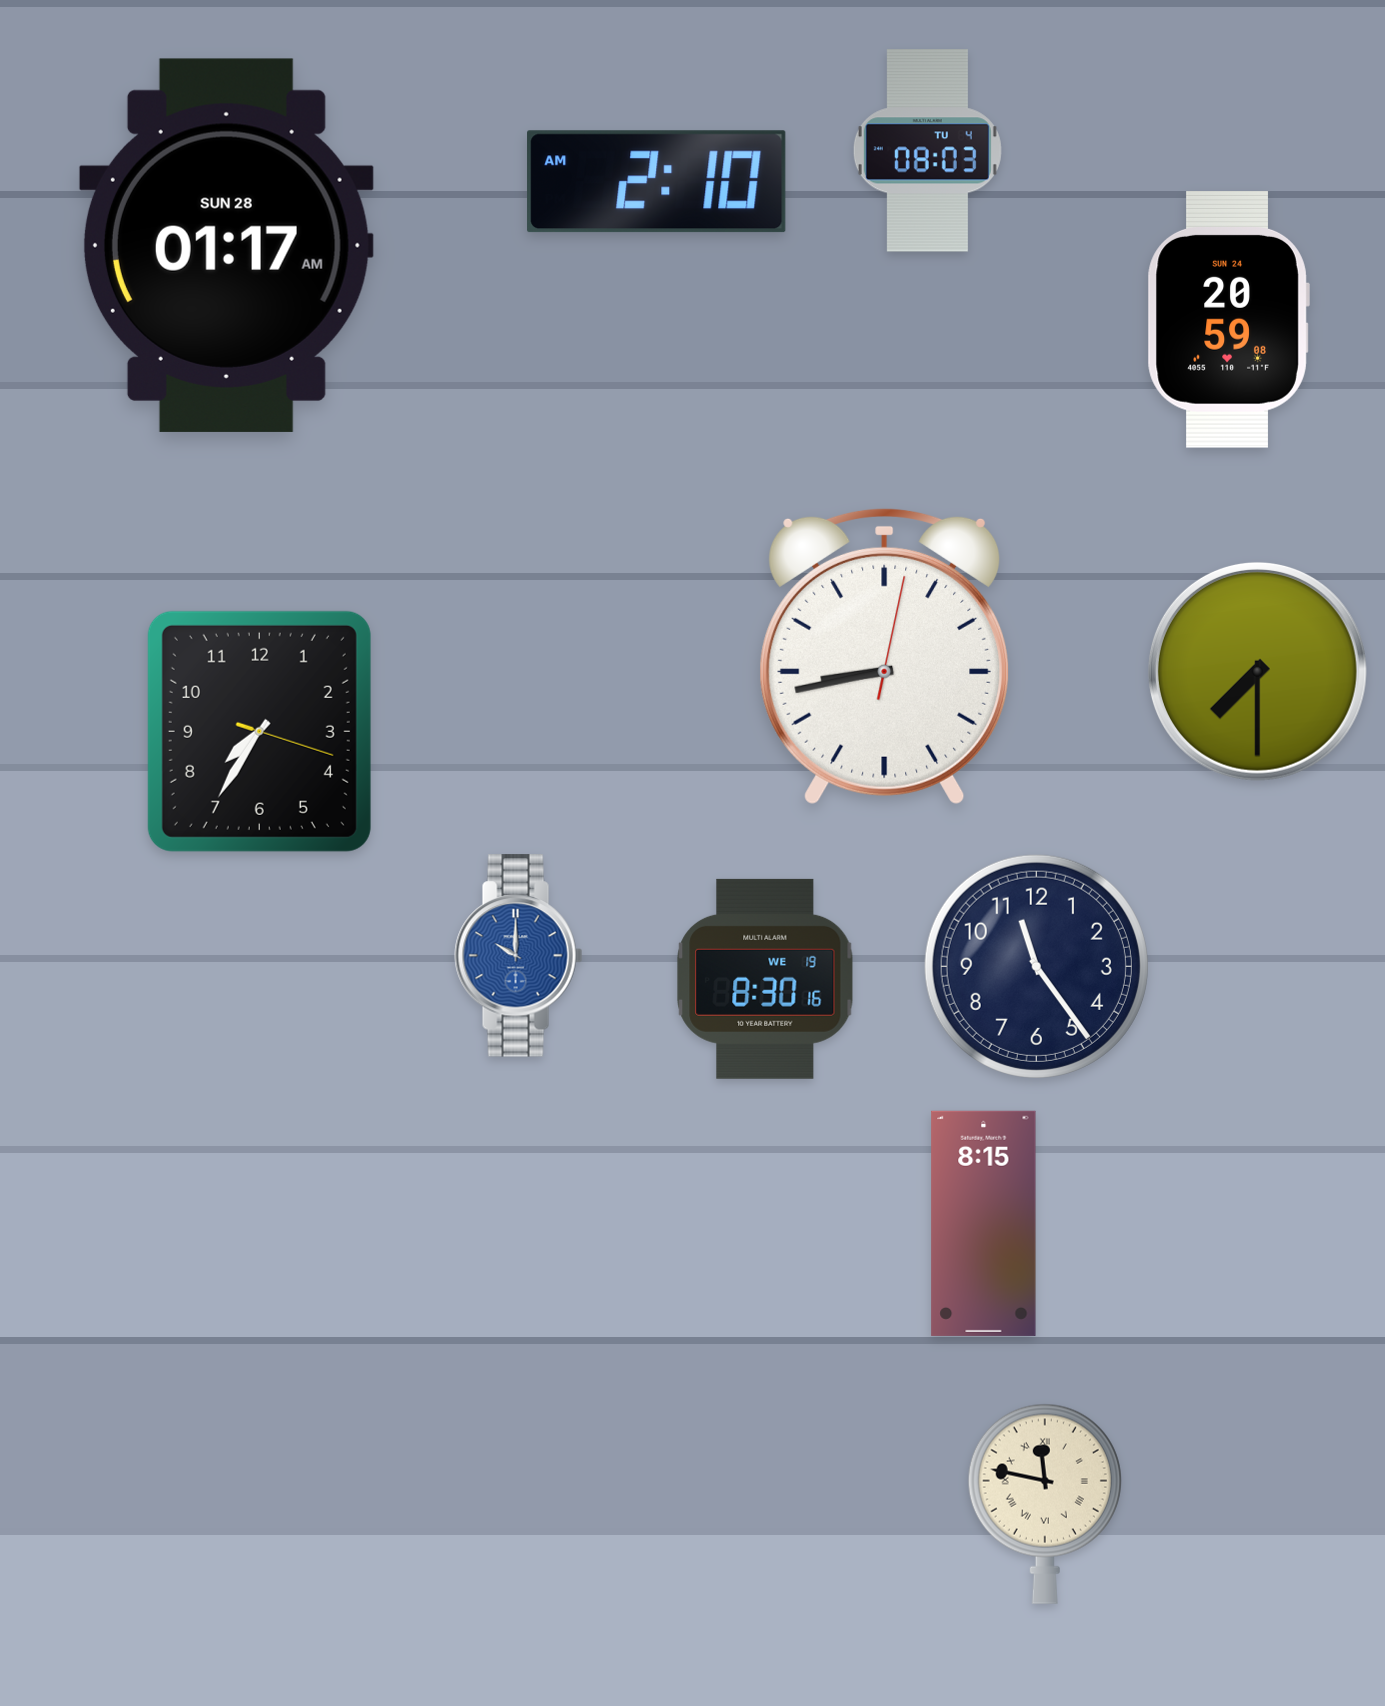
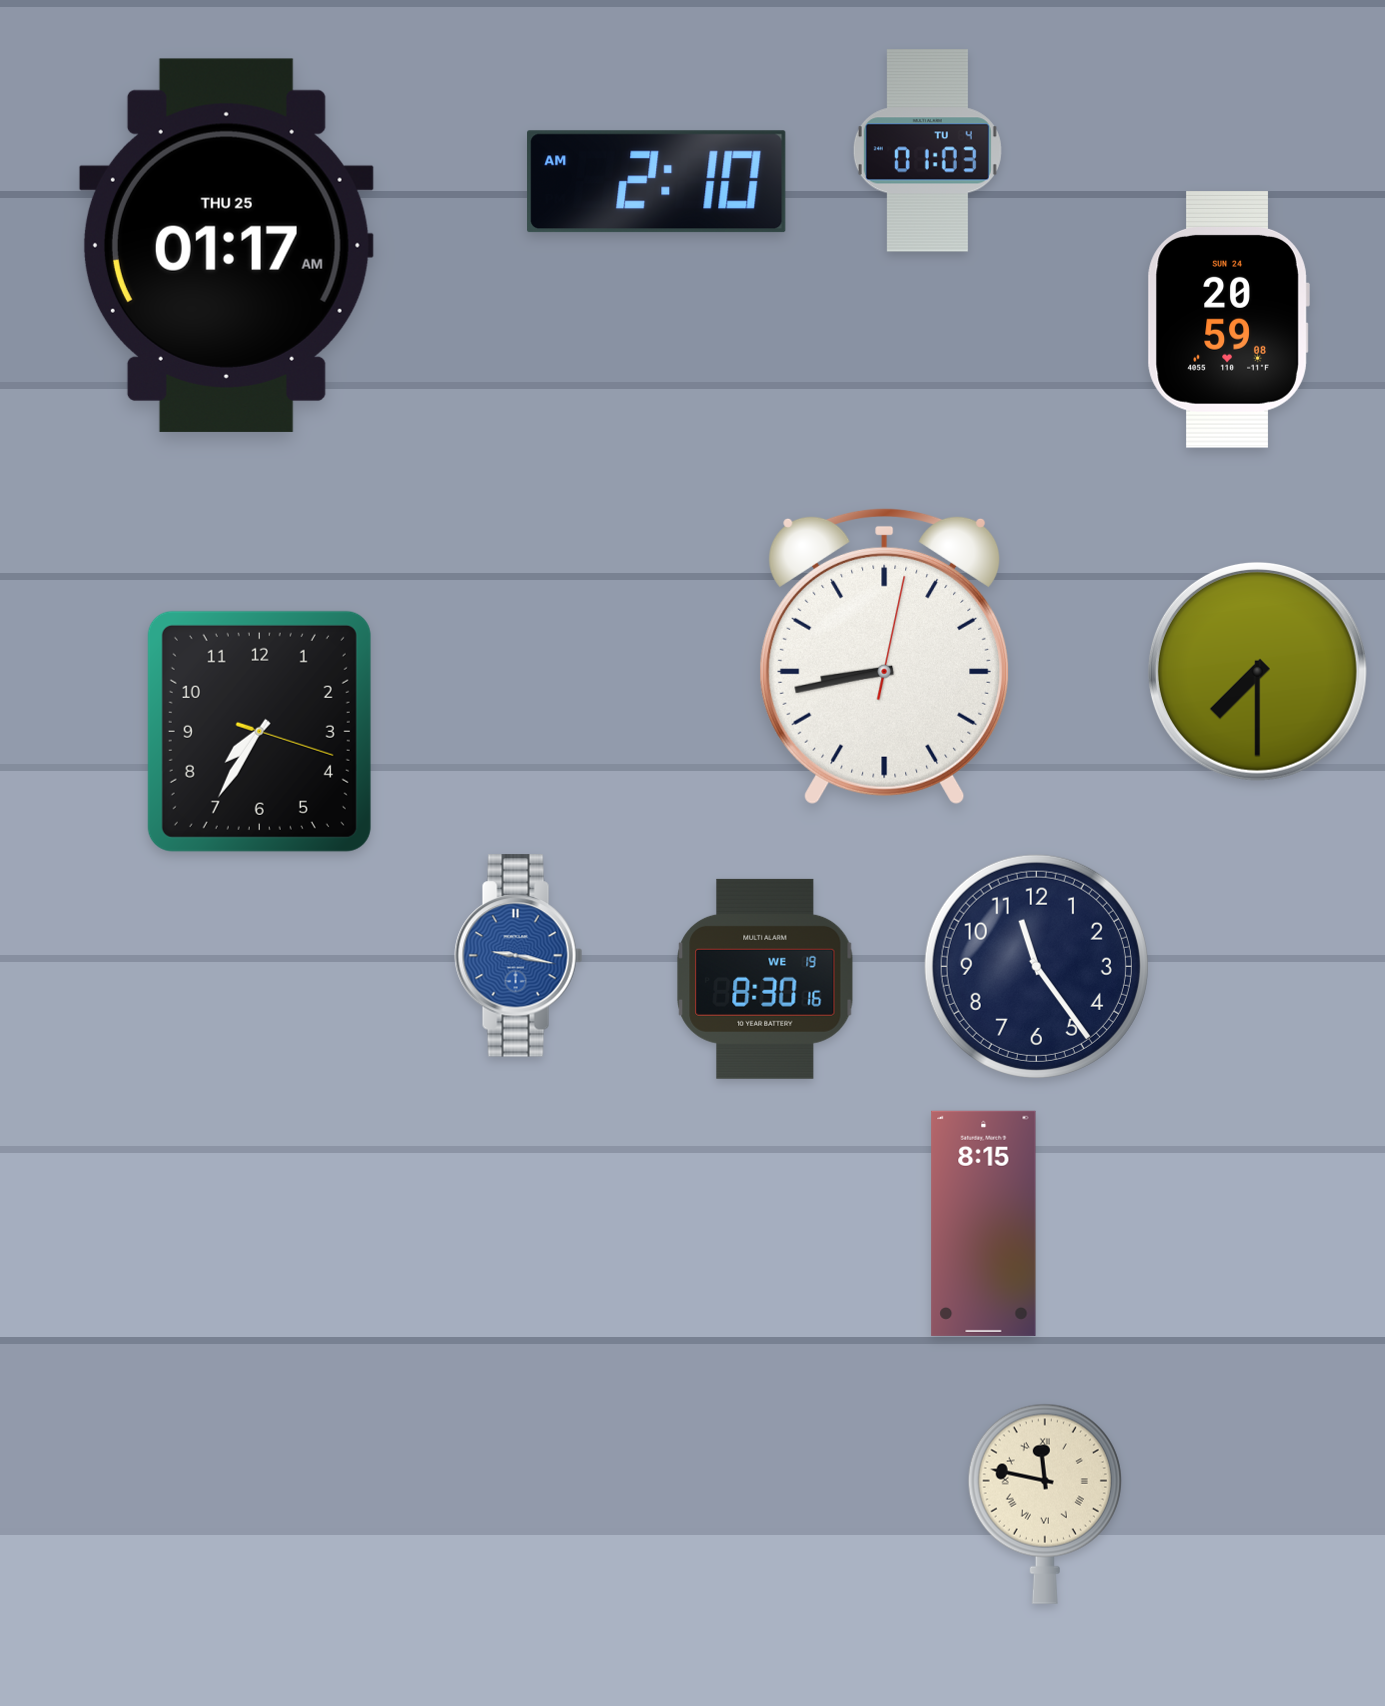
clock at (927, 151): 08:03 -> 01:03
clock at (226, 245) date: SUN 28 -> THU 25
clock at (519, 956): 10:00 -> 9:17
